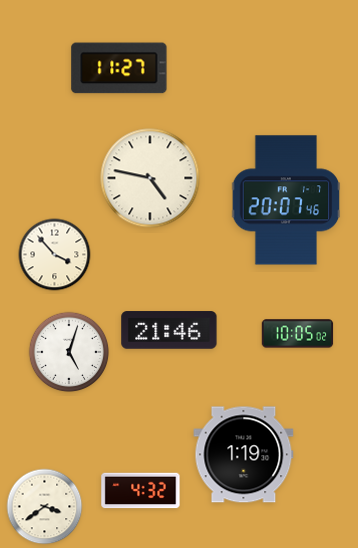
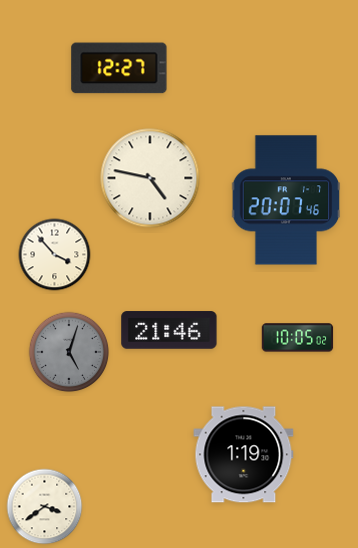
clock at (119, 68): 11:27 -> 12:27
clock at (298, 334) position: (298, 334) -> (298, 338)
clock at (69, 352) dial: white -> grey
clock at (141, 491): 4:32 -> none
